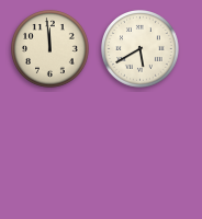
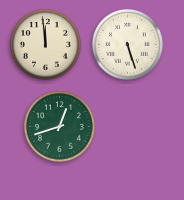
clock at (141, 49): 5:40 -> 5:27
clock at (60, 127): none -> 12:42
